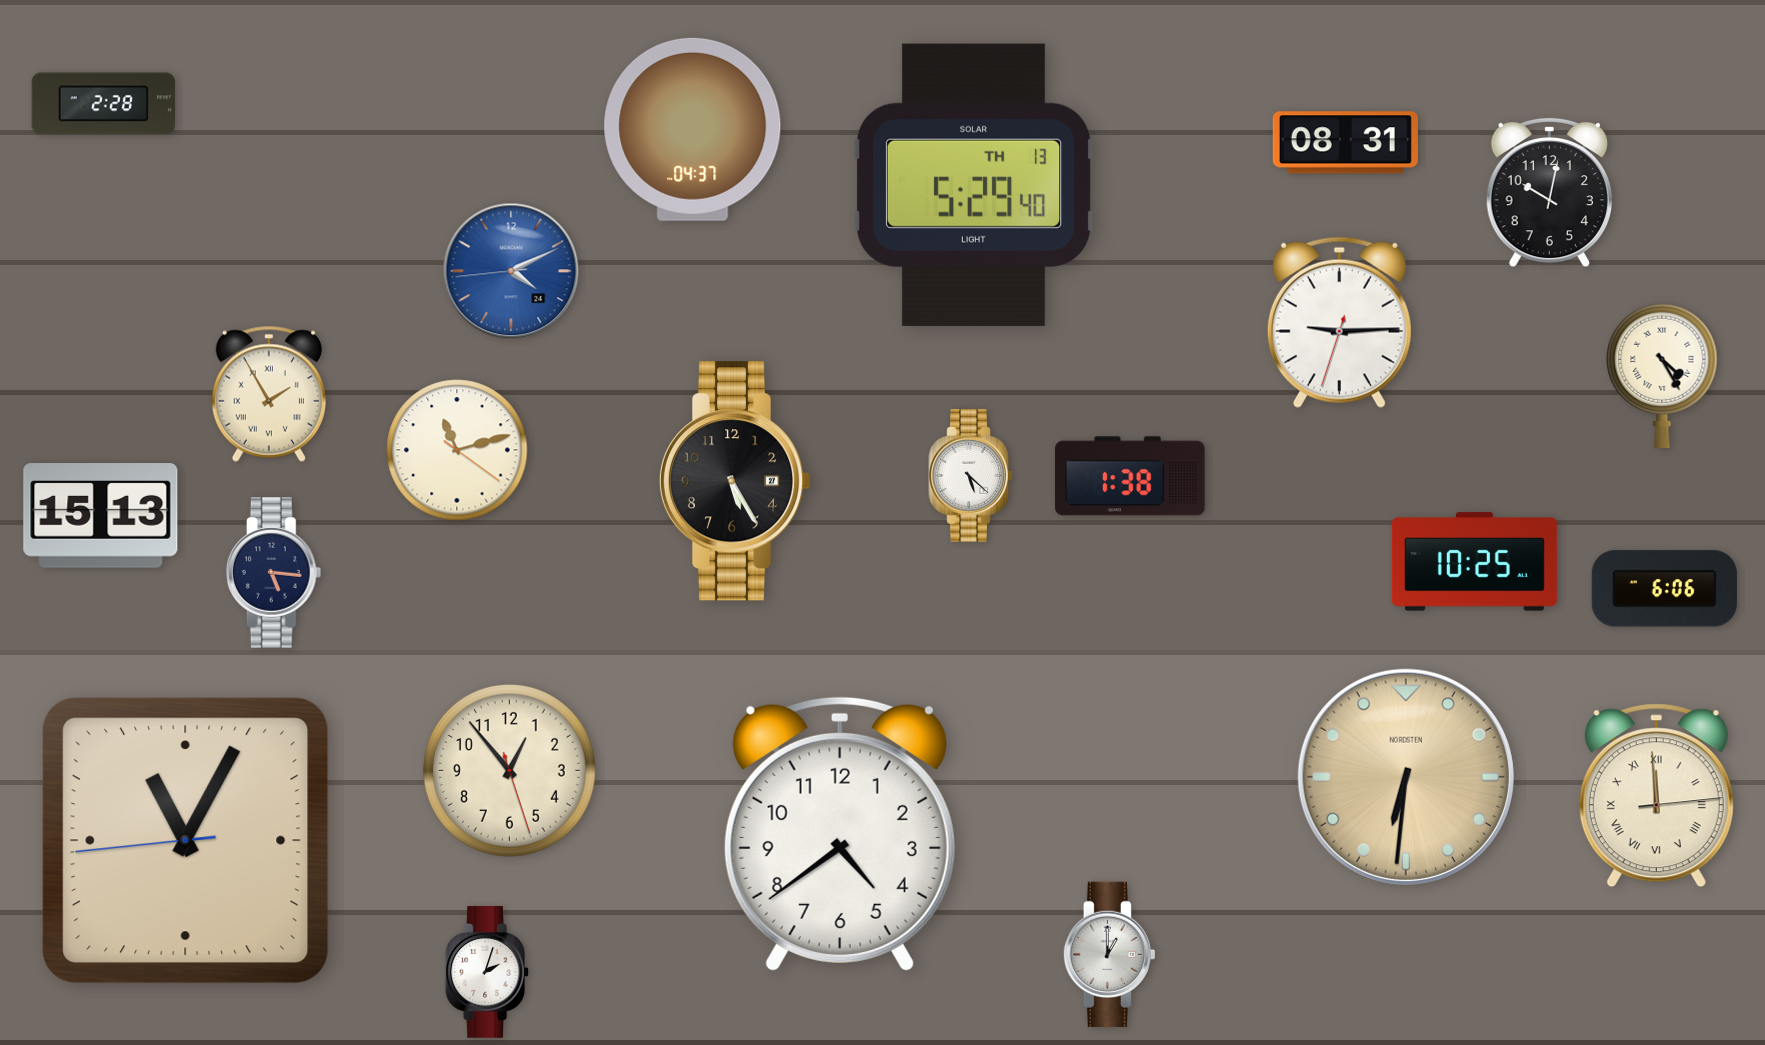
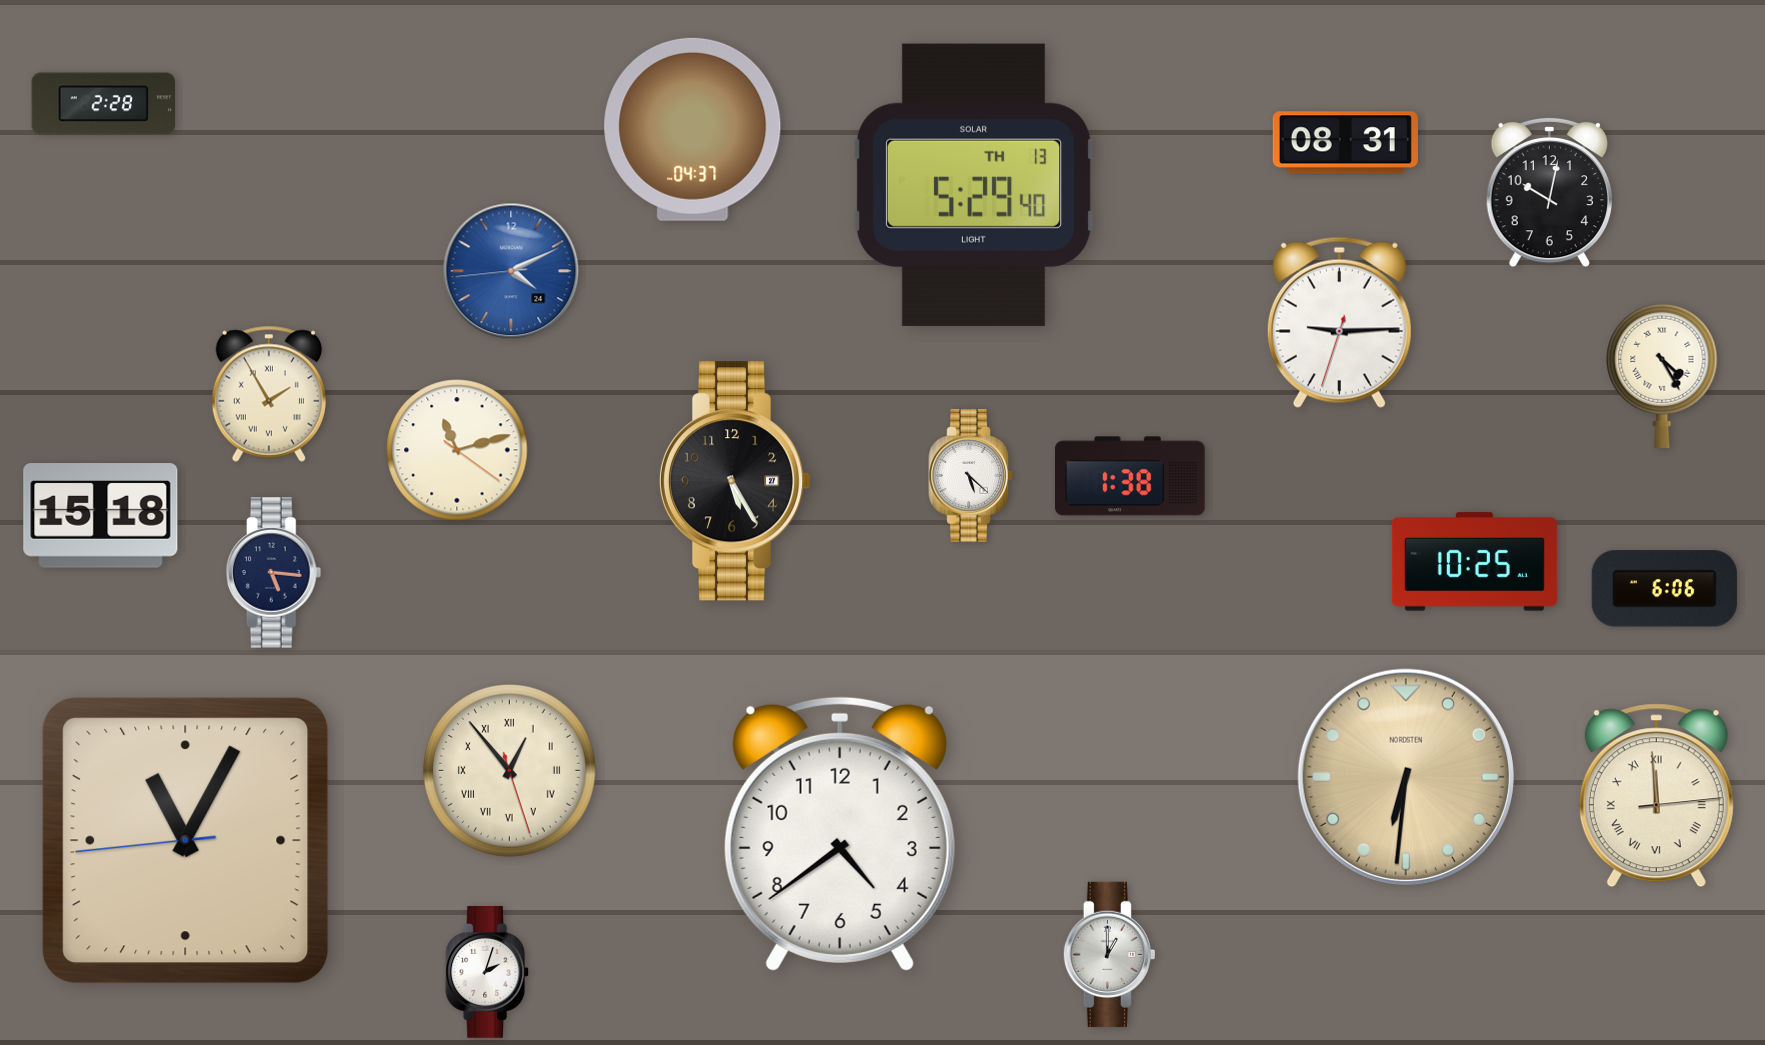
clock at (101, 516): 15:13 -> 15:18
clock at (509, 770) numerals: Arabic -> Roman
